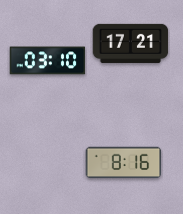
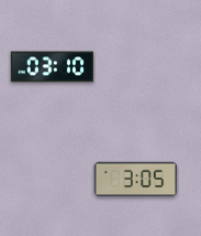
clock at (131, 43): 17:21 -> none
clock at (124, 163): 8:16 -> 3:05
